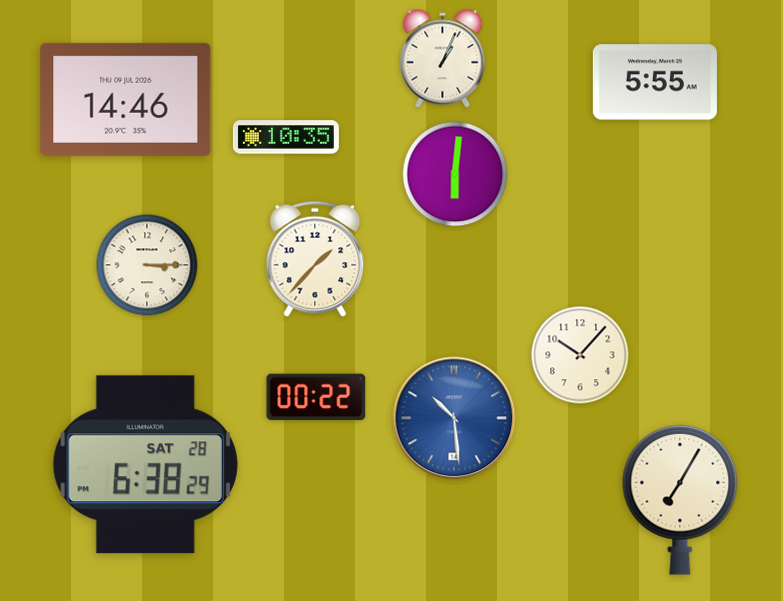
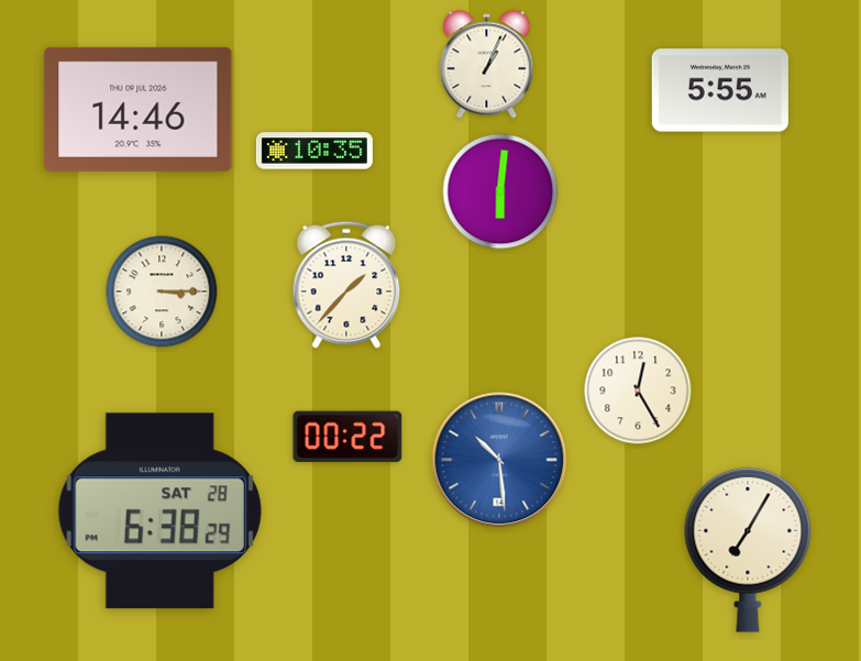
clock at (580, 355): 10:07 -> 12:25
